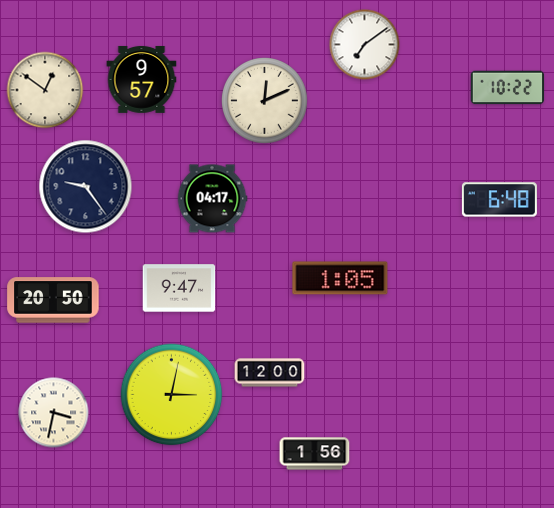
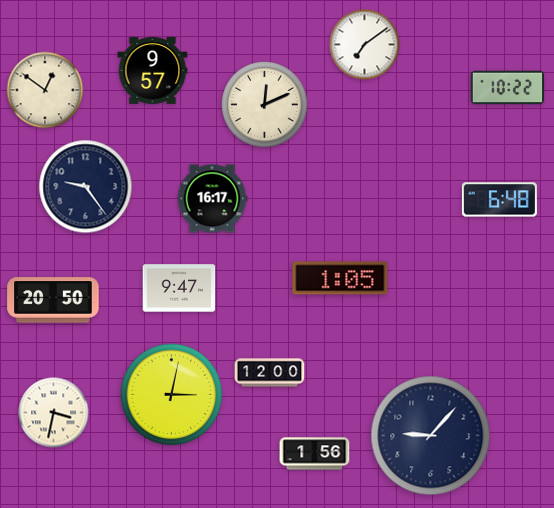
clock at (142, 80) position: (142, 80) -> (153, 71)
clock at (265, 101) position: (265, 101) -> (265, 105)
clock at (212, 199): 04:17 -> 16:17
clock at (431, 436): none -> 9:07
